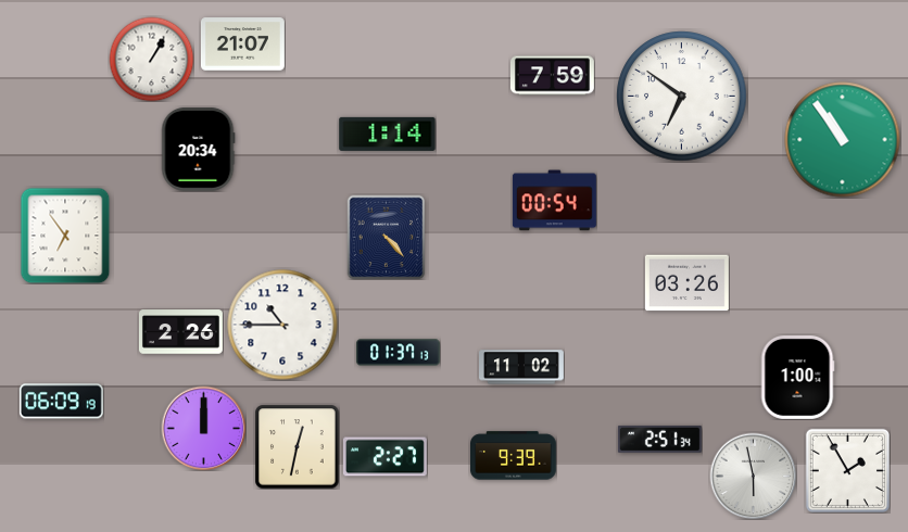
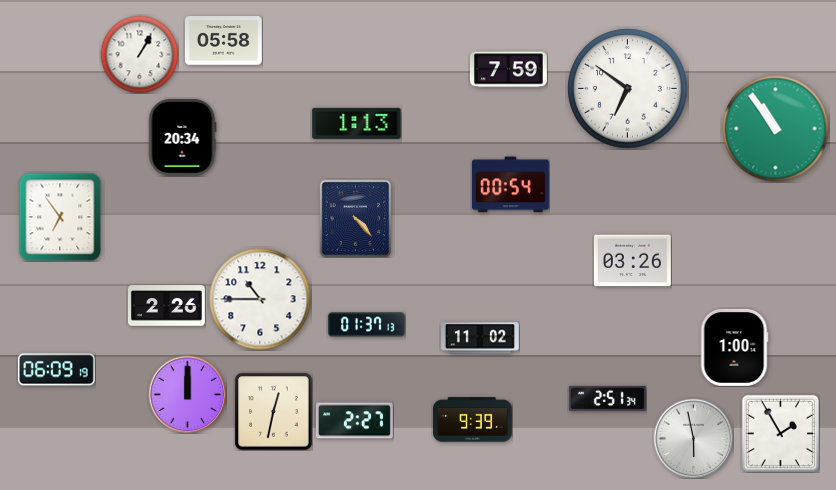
clock at (242, 45): 21:07 -> 05:58
clock at (388, 134): 1:14 -> 1:13
clock at (659, 439) position: (659, 439) -> (607, 398)
